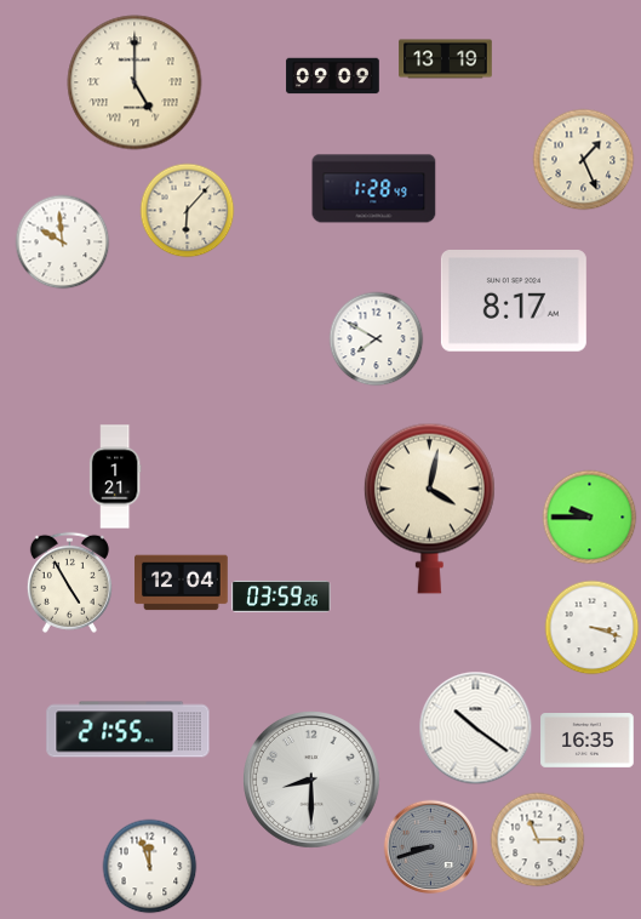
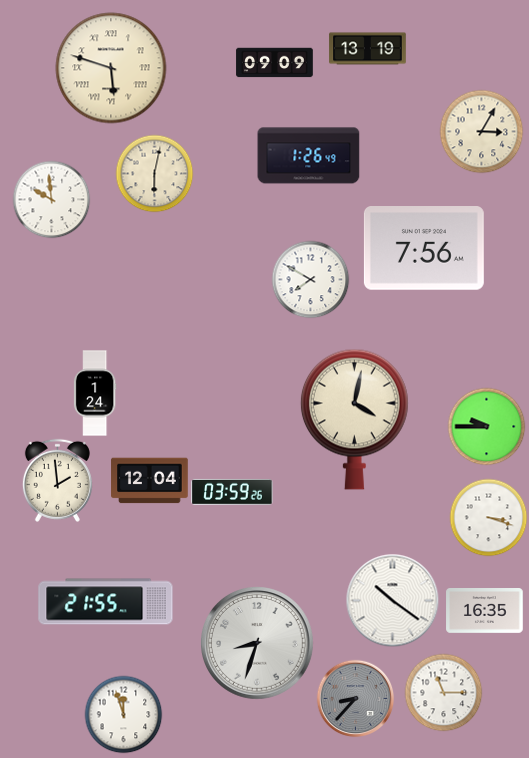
clock at (135, 82): 5:00 -> 5:48
clock at (583, 159): 1:26 -> 3:05
clock at (374, 189): 1:28 -> 1:26
clock at (187, 210): 6:07 -> 6:02
clock at (514, 301): 8:17 -> 7:56
clock at (115, 476): 1:21 -> 1:24
clock at (69, 582): 4:55 -> 1:59
clock at (313, 781): 8:30 -> 8:33
clock at (430, 846): 8:42 -> 8:37
